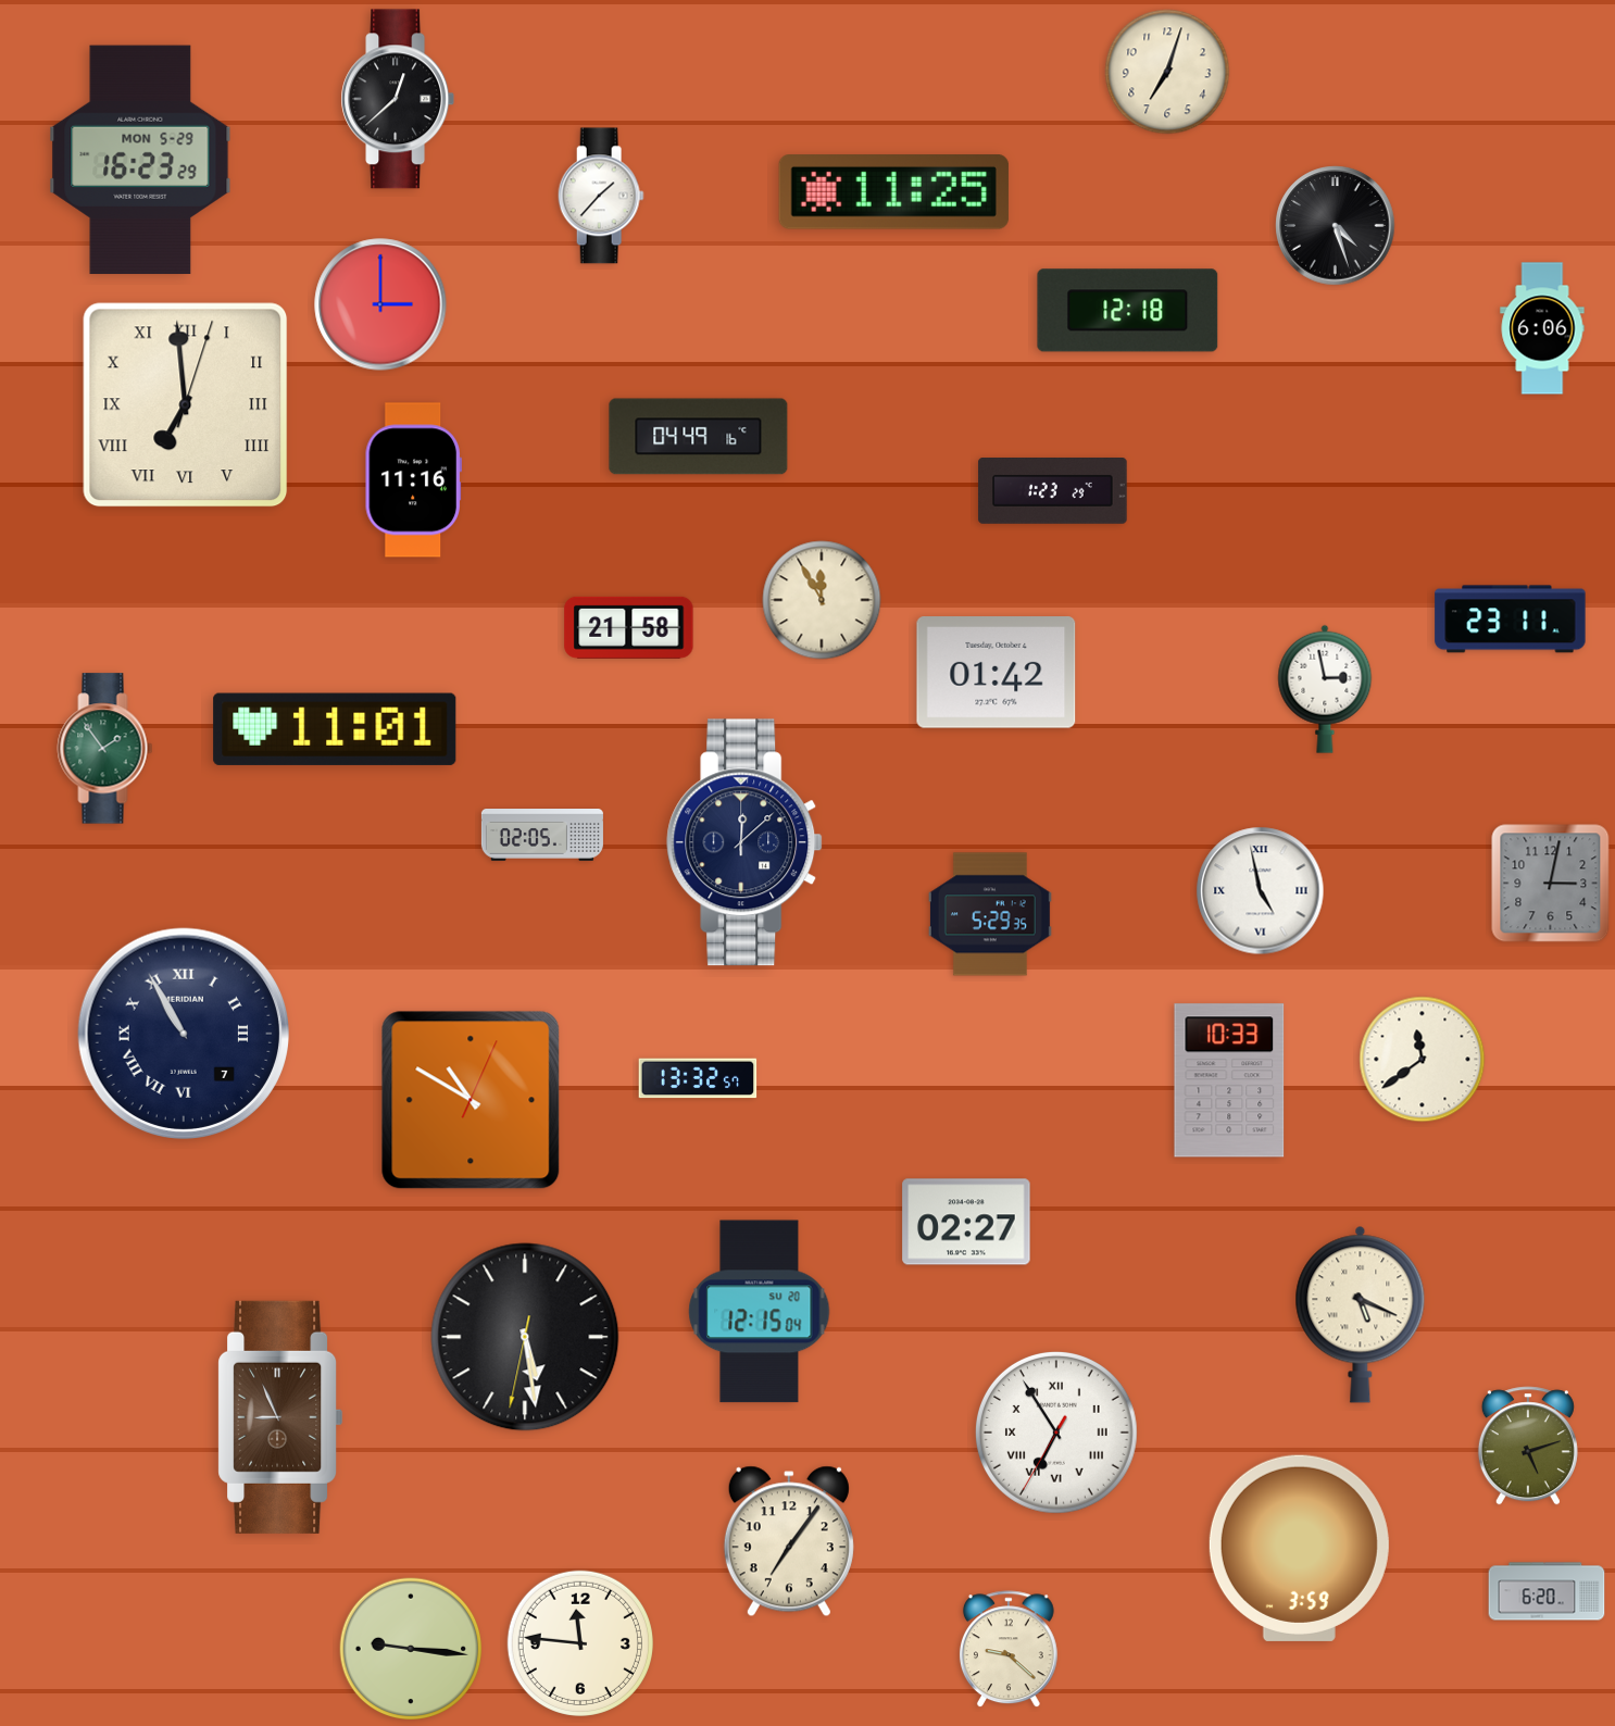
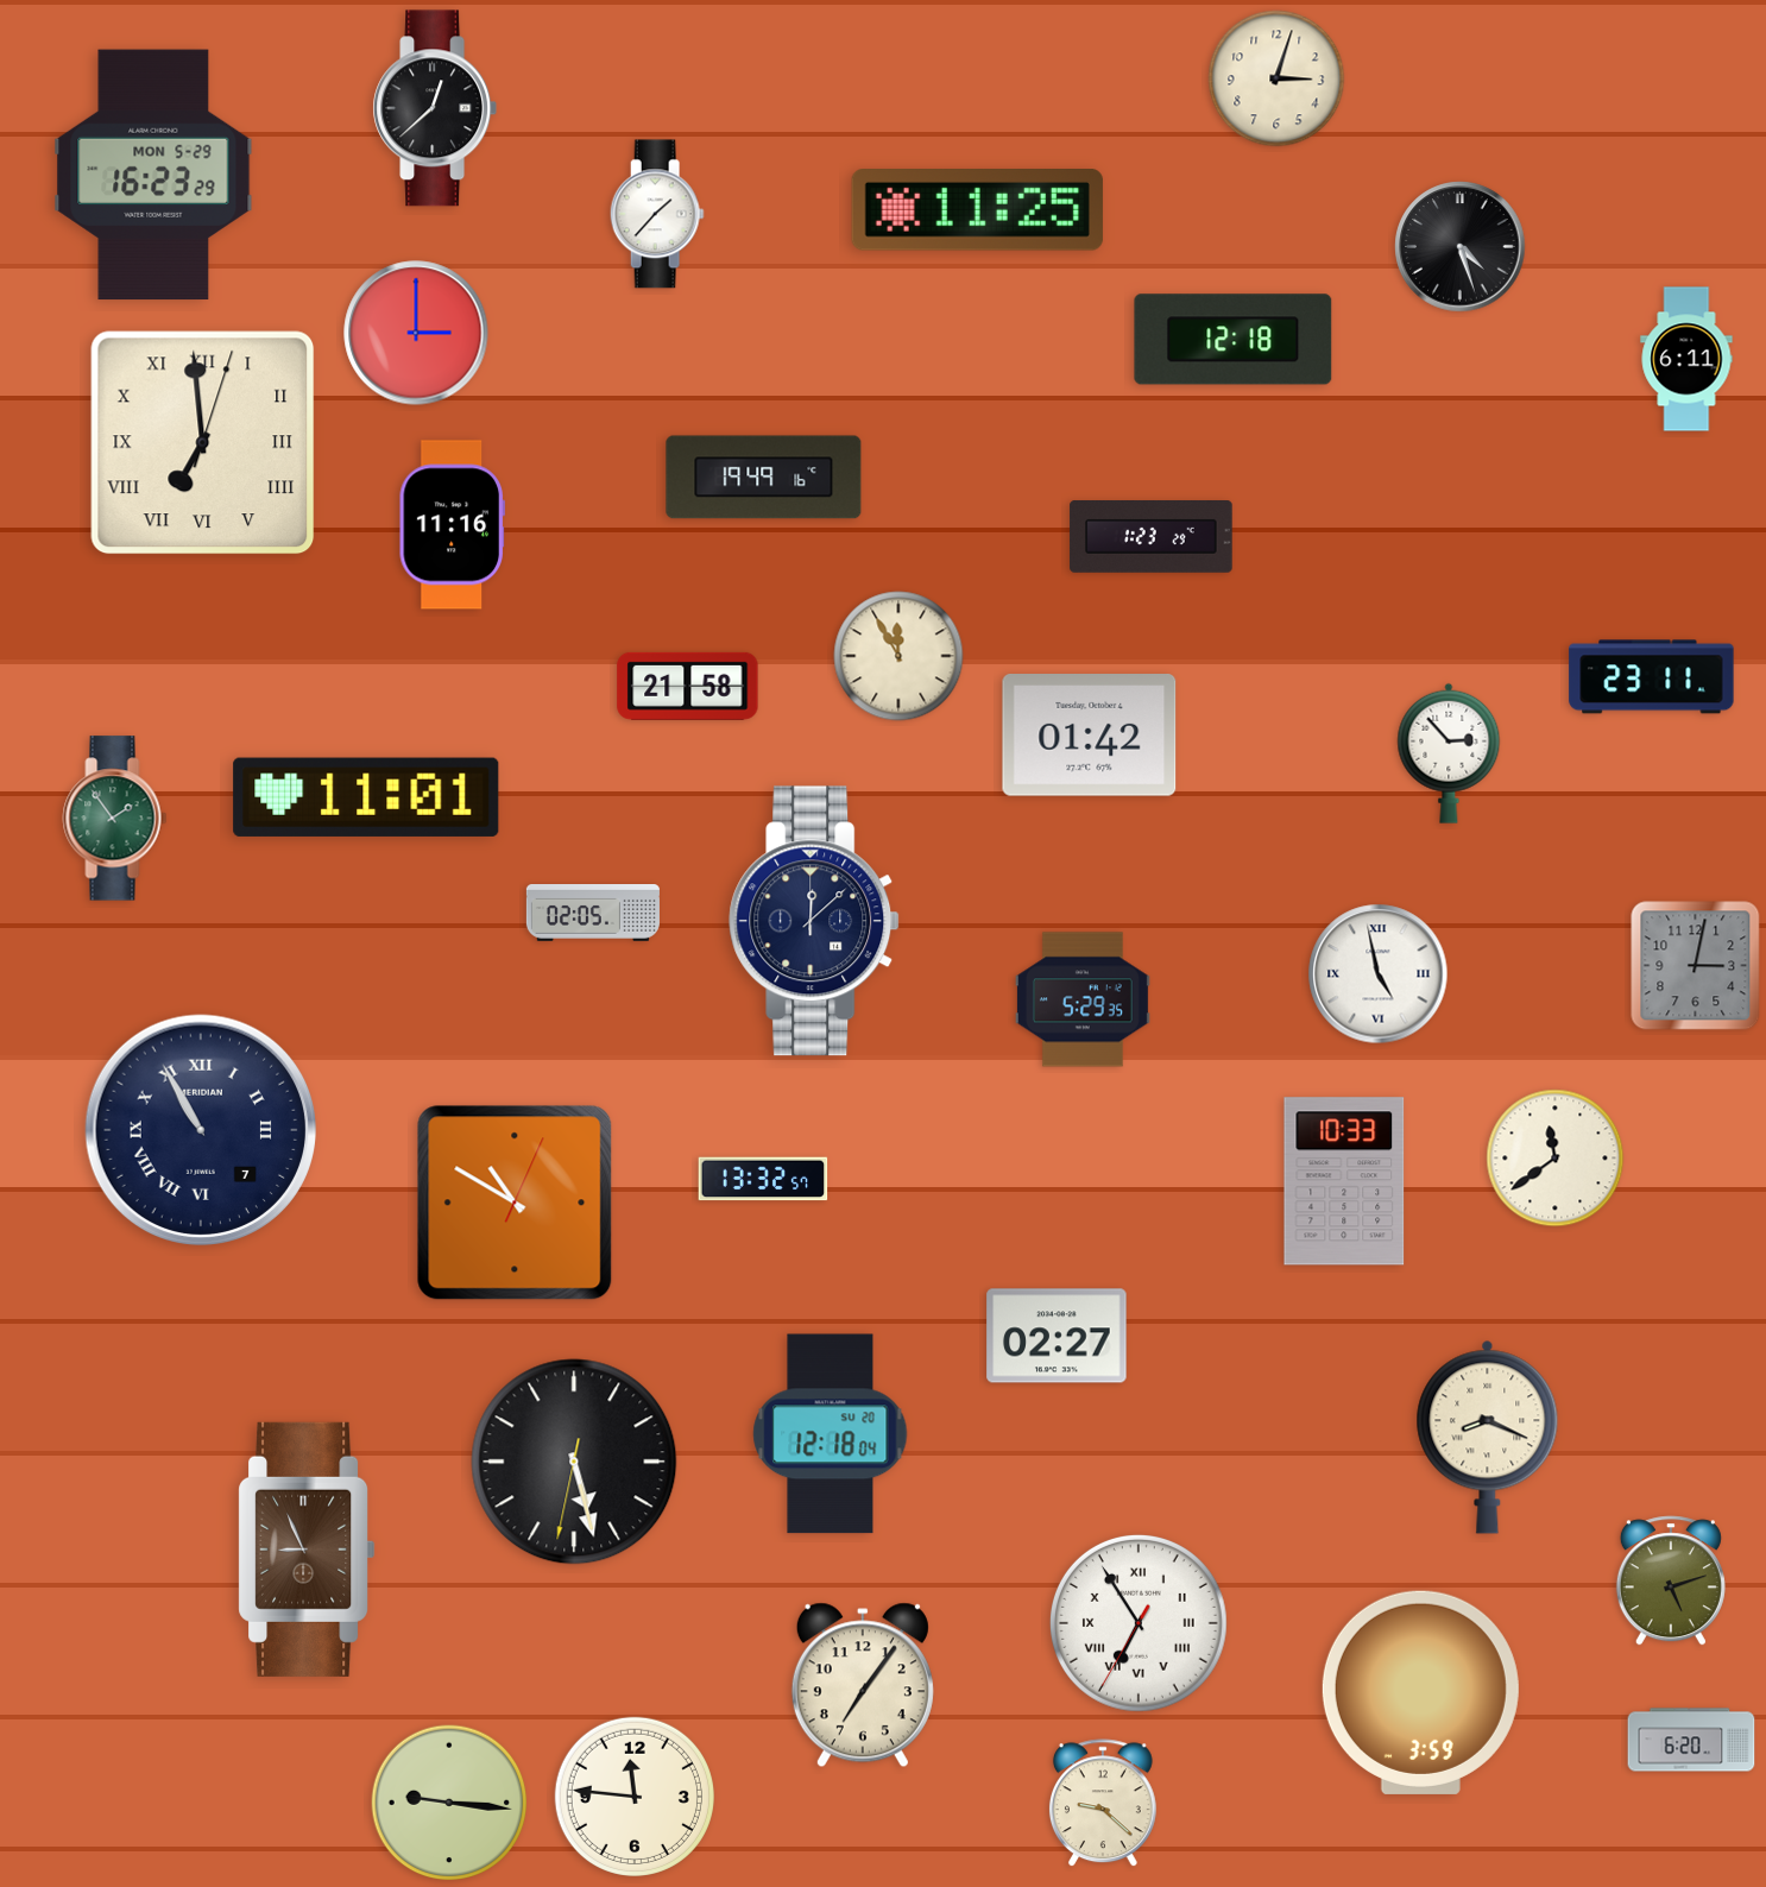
clock at (1167, 72): 7:03 -> 3:03
clock at (1542, 328): 6:06 -> 6:11
clock at (699, 437): 04:49 -> 19:49
clock at (1325, 689): 2:58 -> 2:53
clock at (760, 1312): 12:15 -> 12:18
clock at (1361, 1314): 5:19 -> 8:19
clock at (525, 1337): 5:28 -> 5:27
clock at (1056, 1433) position: (1056, 1433) -> (1139, 1623)
